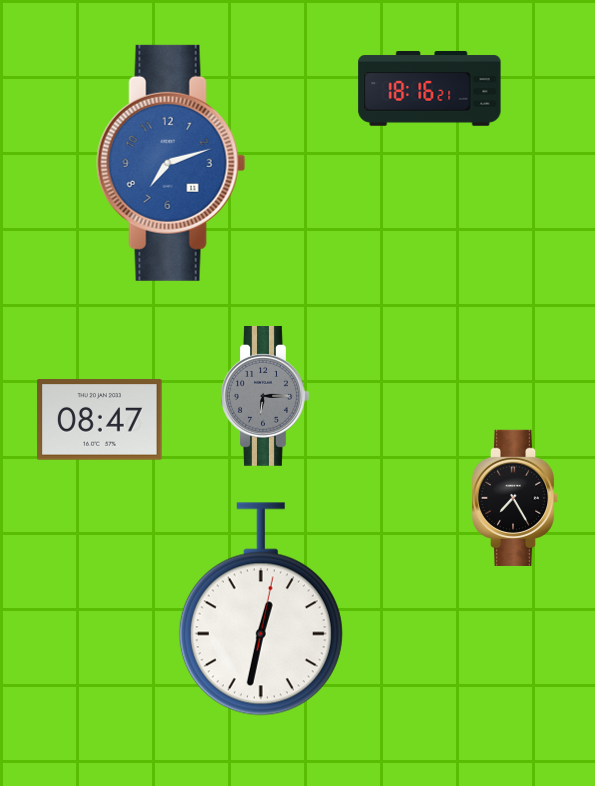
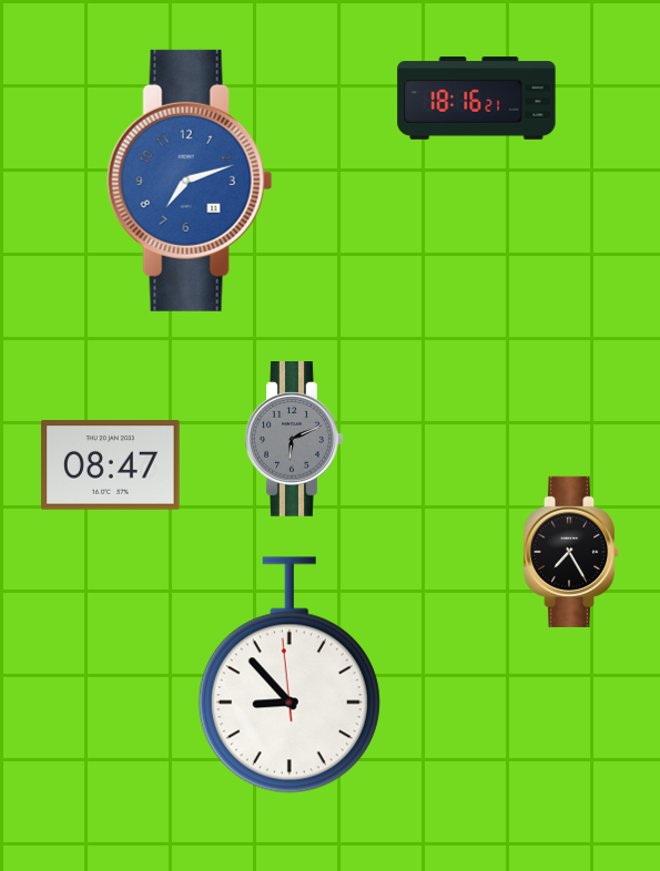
clock at (265, 397): 6:15 -> 6:11
clock at (261, 609): 12:32 -> 8:52
